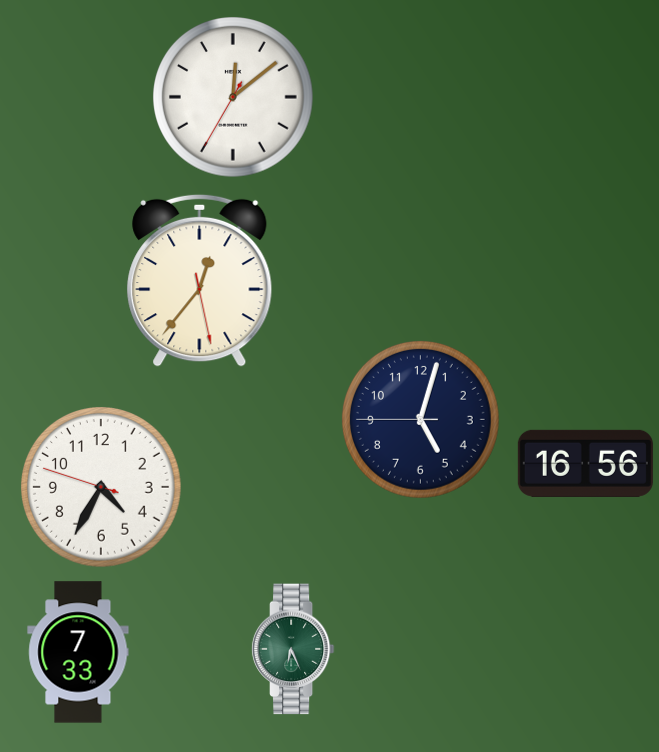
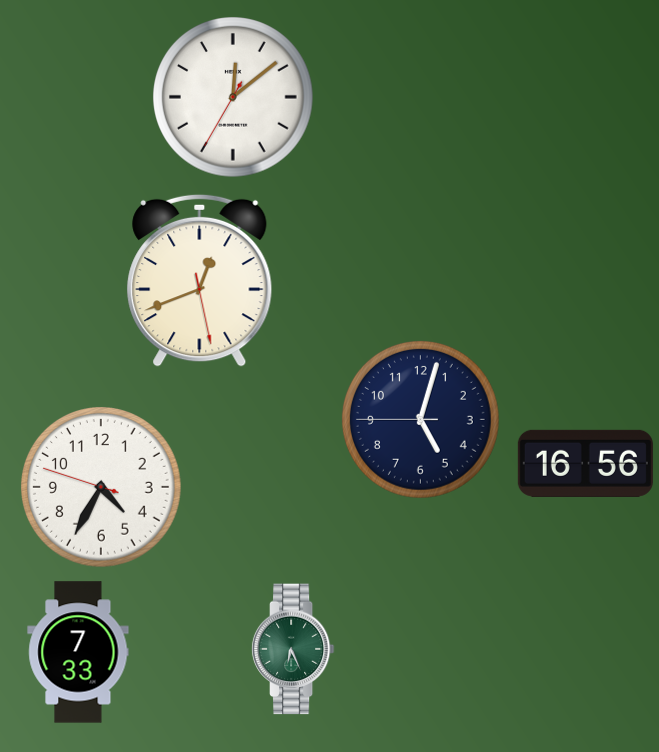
clock at (200, 280): 12:36 -> 12:41
